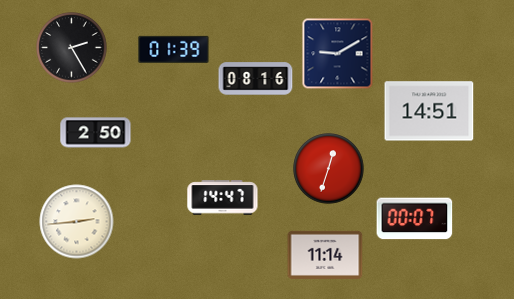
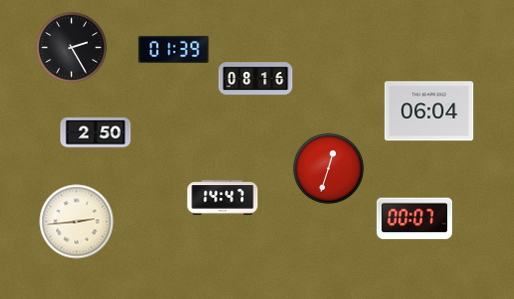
clock at (338, 54): 9:10 -> none
clock at (429, 111): 14:51 -> 06:04
clock at (325, 255): 11:14 -> none
